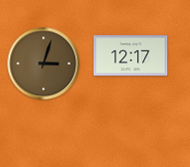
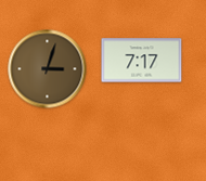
clock at (131, 56): 12:17 -> 7:17
